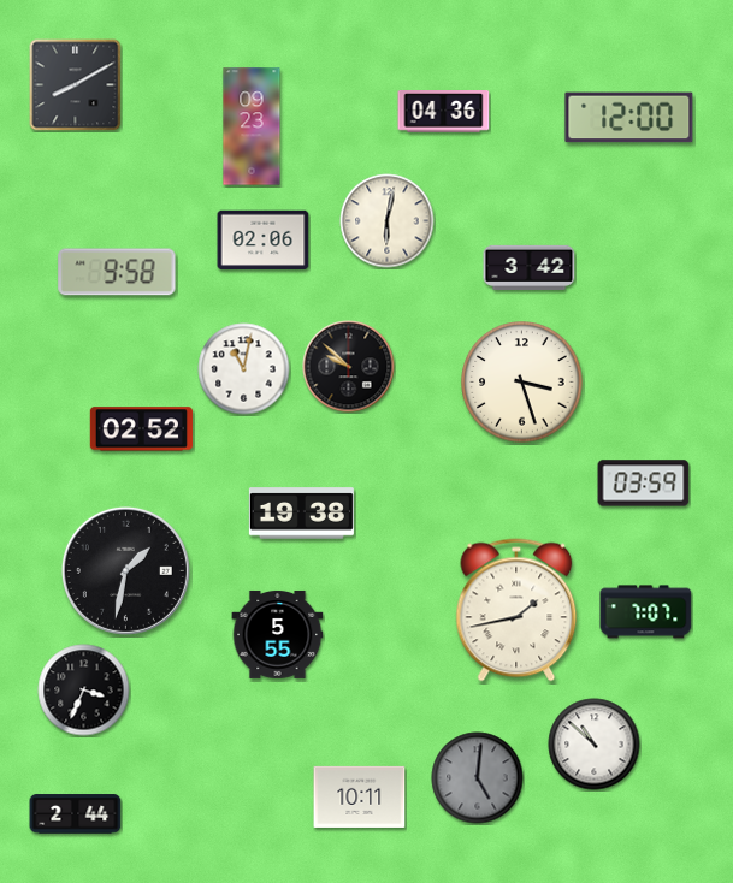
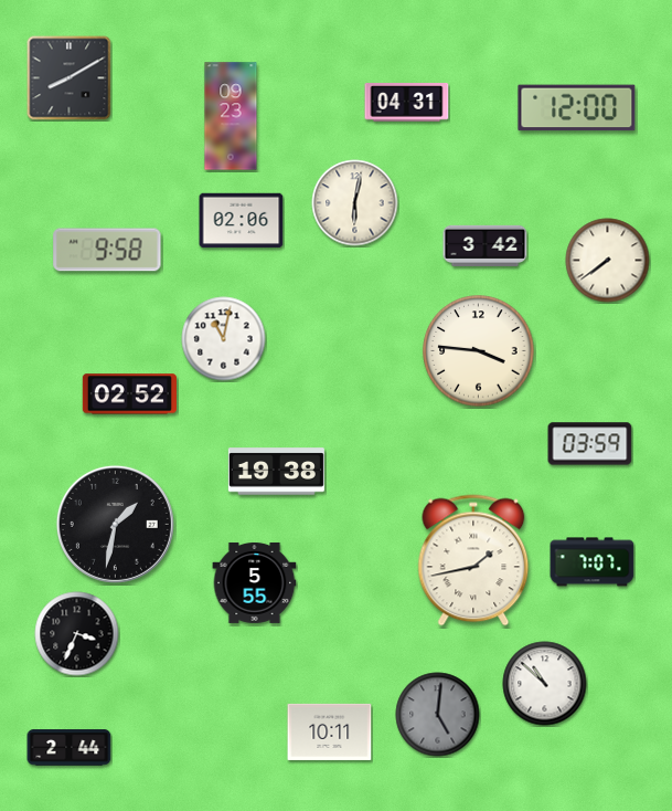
clock at (444, 112): 04:36 -> 04:31
clock at (608, 261): none -> 7:39
clock at (349, 367): 9:52 -> none
clock at (522, 383): 3:27 -> 3:46
